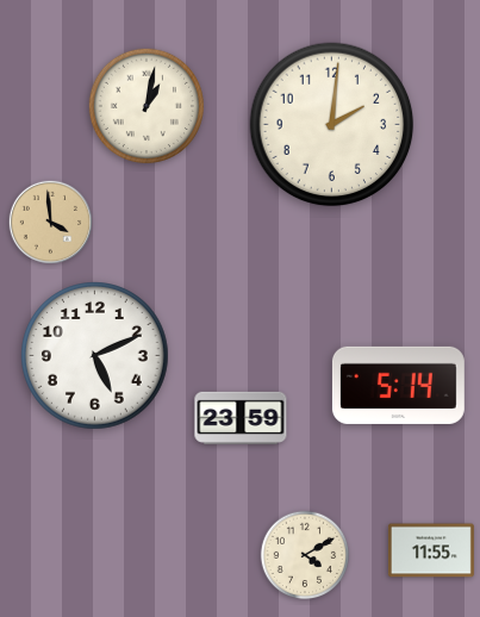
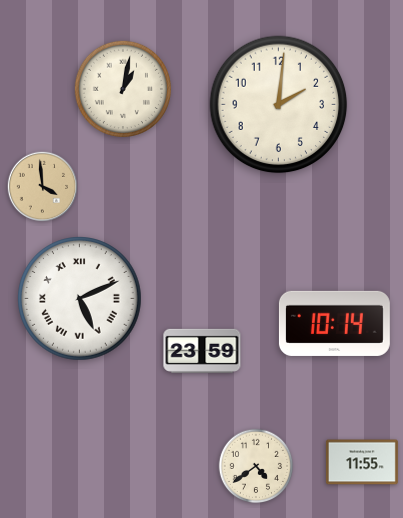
clock at (95, 356) numerals: Arabic -> Roman
clock at (398, 385): 5:14 -> 10:14
clock at (305, 555): 4:10 -> 4:39
